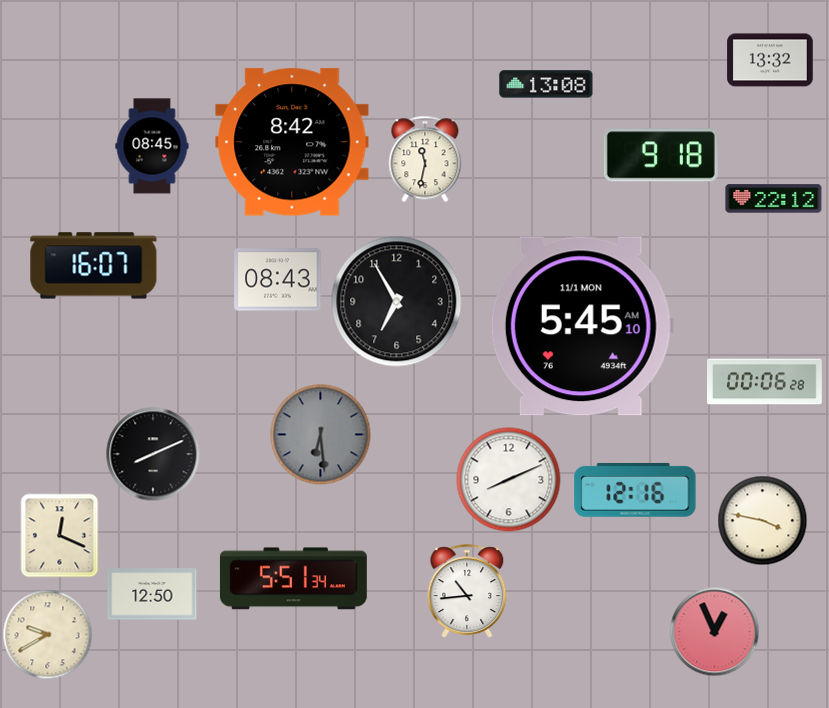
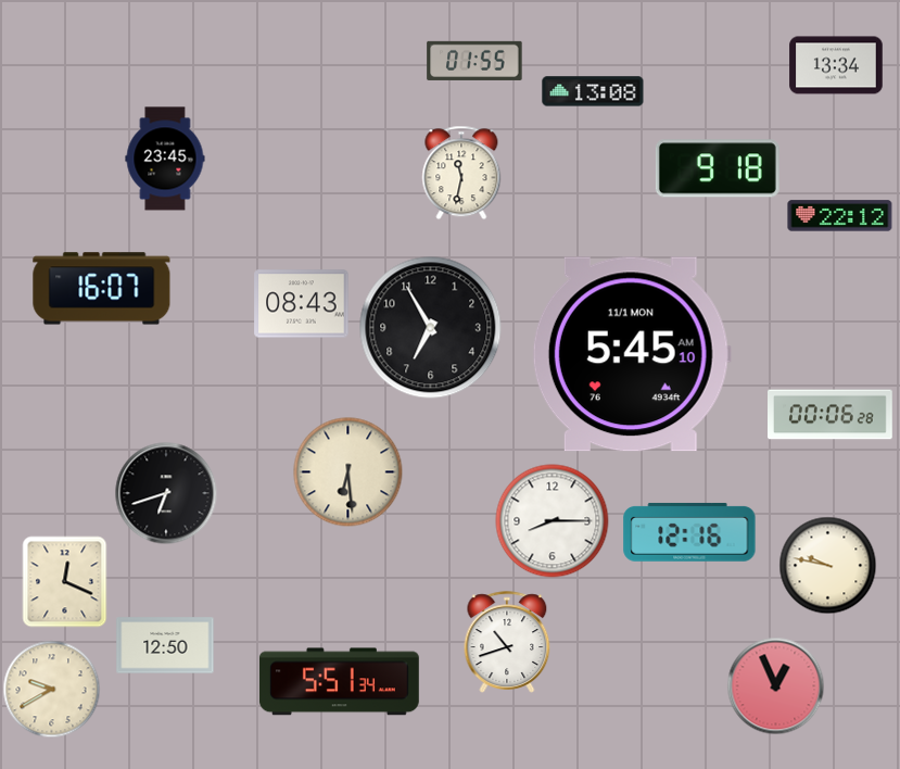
clock at (474, 61): none -> 01:55
clock at (770, 60): 13:32 -> 13:34
clock at (292, 142): 8:42 -> none
clock at (152, 146): 08:45 -> 23:45
clock at (321, 435) dial: grey -> cream
clock at (153, 454): 8:11 -> 6:42
clock at (509, 480): 8:11 -> 8:15
clock at (763, 521): 3:47 -> 9:47
clock at (293, 579) position: (293, 579) -> (339, 682)
clock at (467, 591): 10:44 -> 10:42
